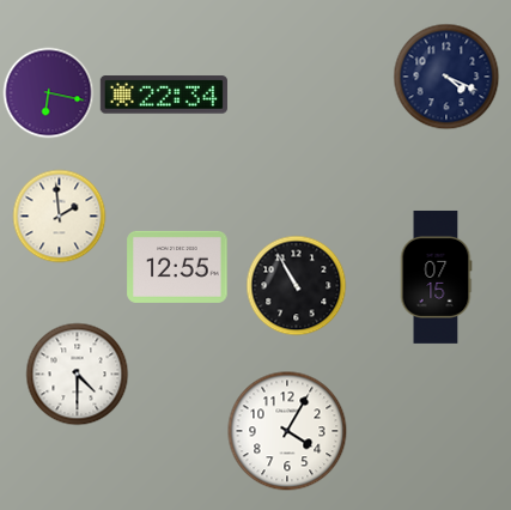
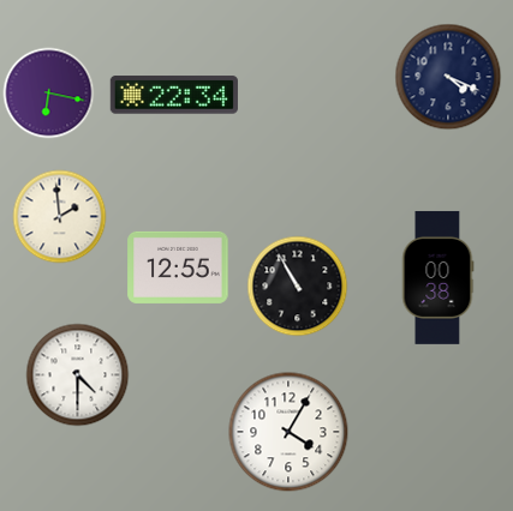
clock at (164, 95) position: (164, 95) -> (174, 95)
clock at (436, 277): 07:15 -> 00:38
